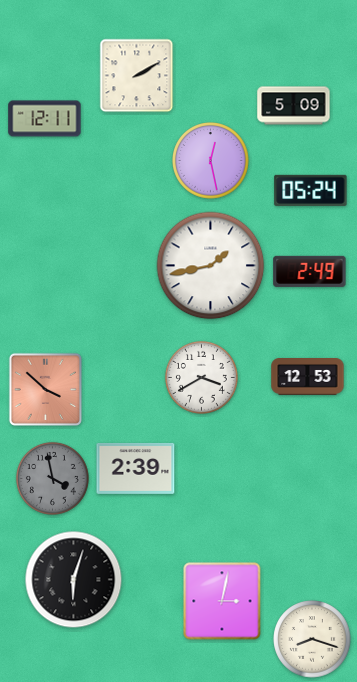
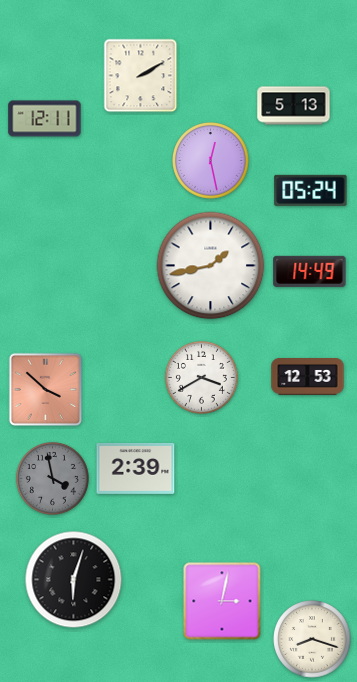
clock at (137, 76) position: (137, 76) -> (141, 76)
clock at (294, 106): 5:09 -> 5:13
clock at (310, 271): 2:49 -> 14:49
